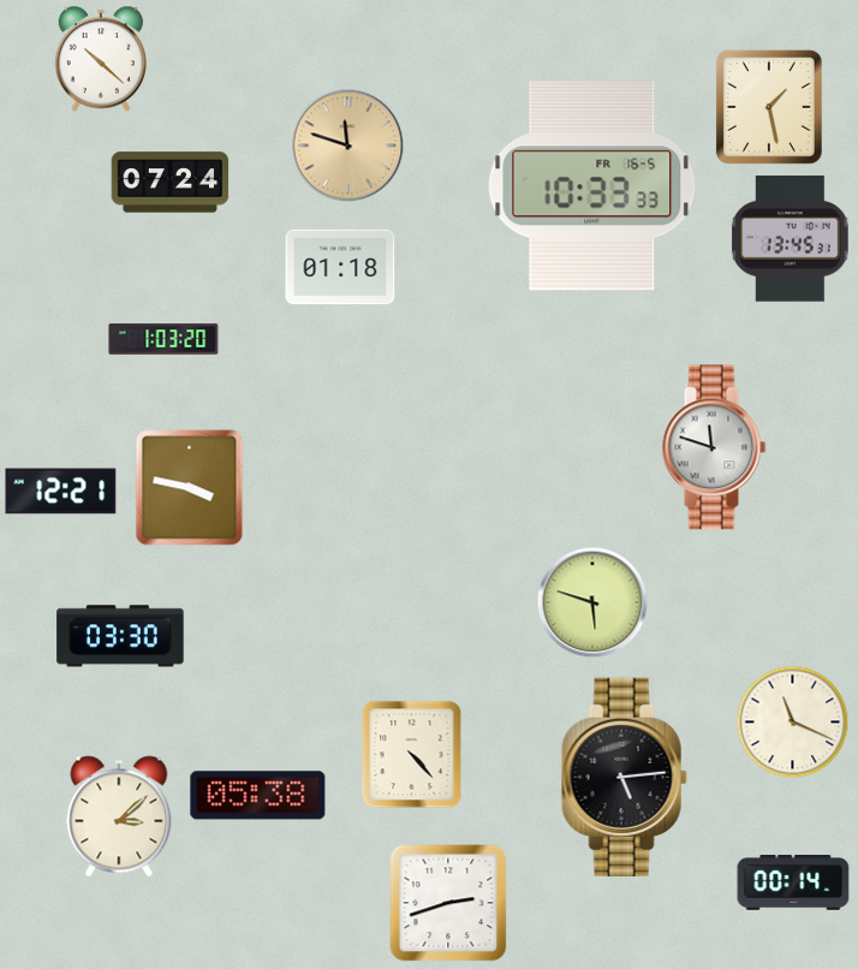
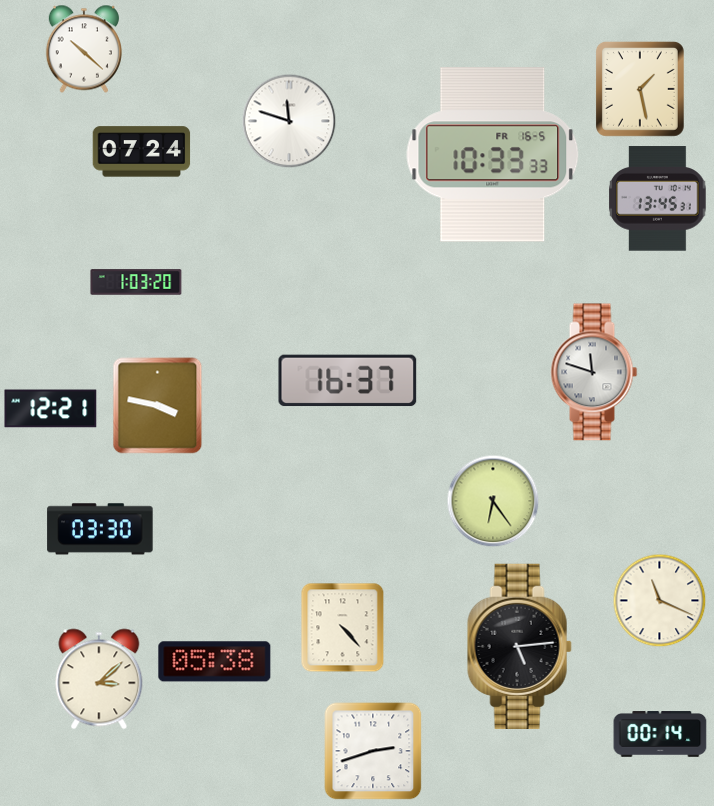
clock at (347, 145) dial: champagne -> white
clock at (340, 267): 01:18 -> none
clock at (348, 381): none -> 16:37
clock at (592, 602): 5:48 -> 6:24
